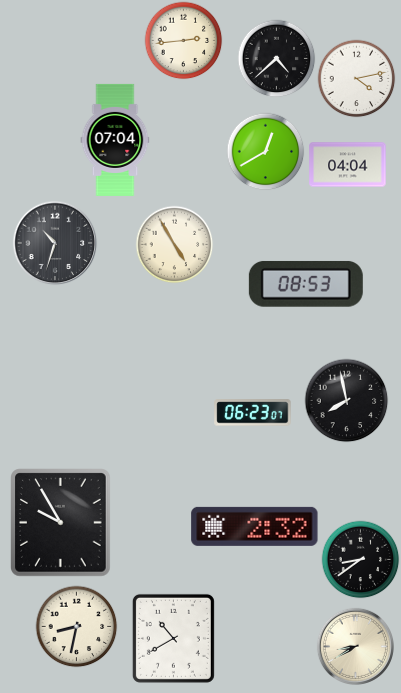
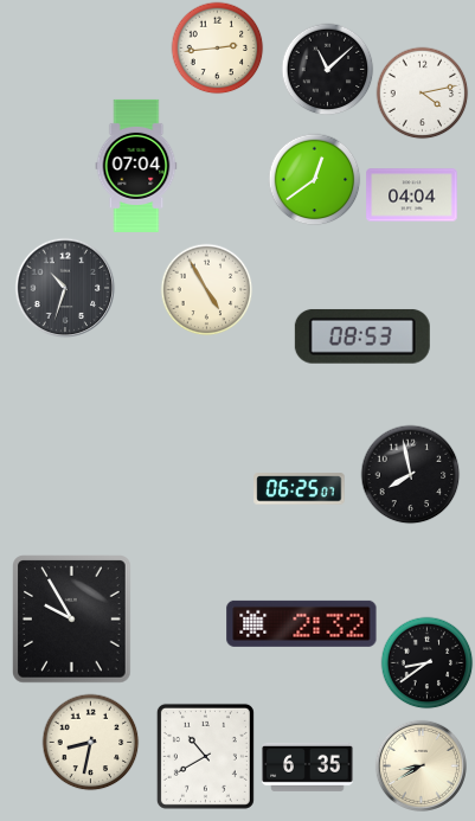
clock at (276, 58): 4:38 -> 11:08
clock at (265, 151): 12:40 -> 12:39
clock at (253, 413): 06:23 -> 06:25
clock at (308, 767): none -> 6:35
